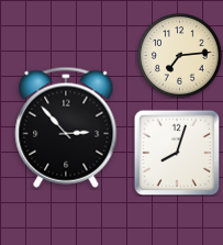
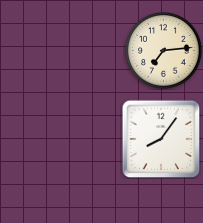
clock at (66, 127): 2:53 -> none
clock at (177, 153): 8:03 -> 8:06
